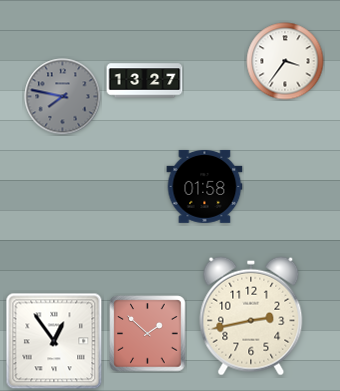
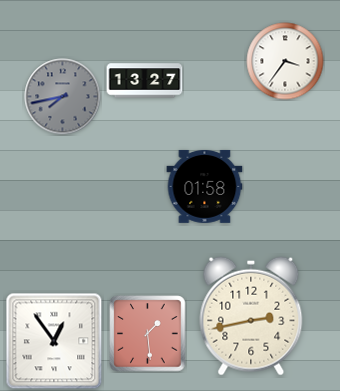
clock at (63, 97): 7:47 -> 7:43
clock at (148, 334): 1:52 -> 1:29
